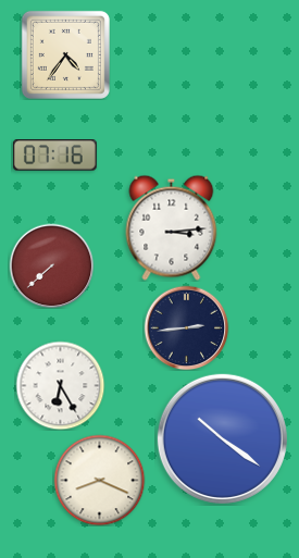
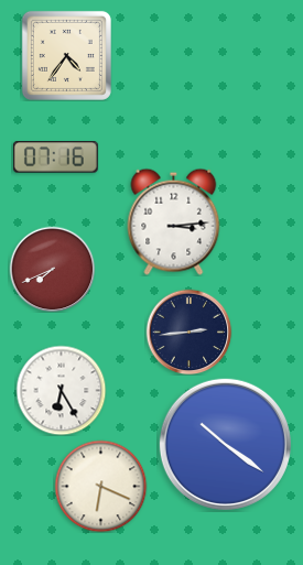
clock at (172, 227) position: (172, 227) -> (174, 221)
clock at (51, 265): 7:38 -> 7:41
clock at (99, 480): 8:19 -> 6:19
